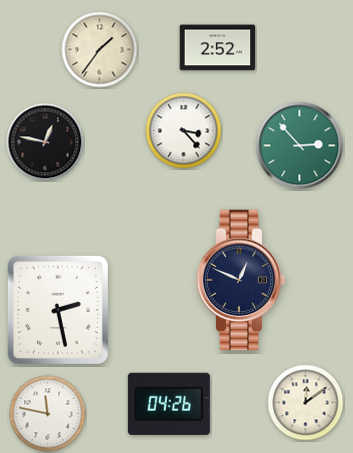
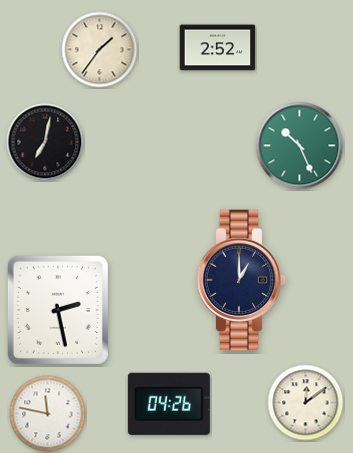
clock at (184, 131): 3:23 -> none
clock at (45, 142): 12:47 -> 7:02
clock at (300, 146): 2:53 -> 10:26
clock at (241, 280): 12:49 -> 1:00
